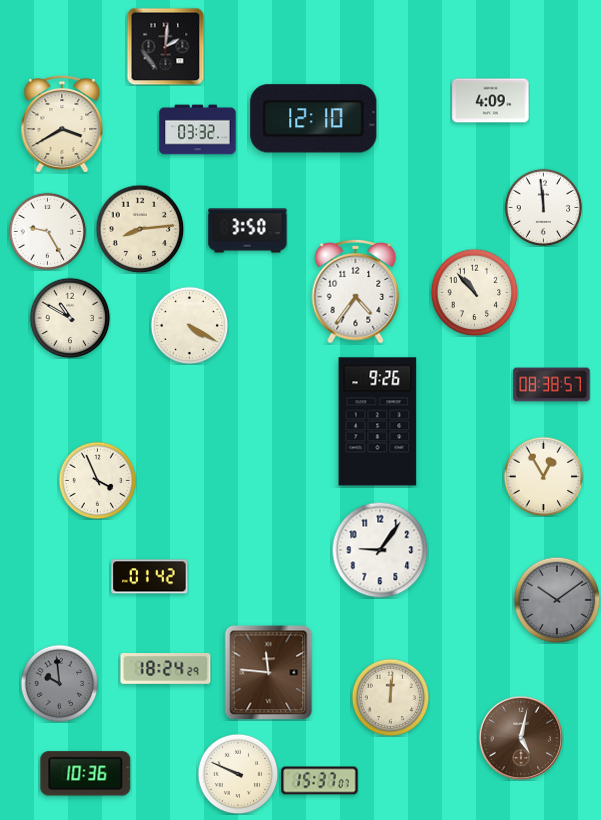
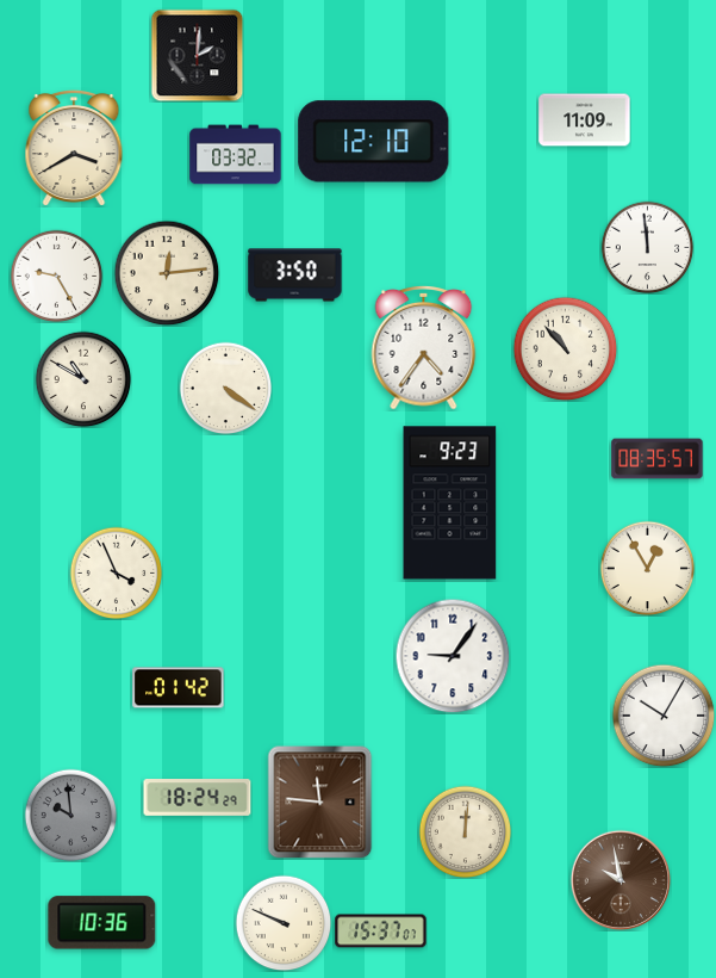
clock at (491, 101): 4:09 -> 11:09
clock at (140, 229): 8:14 -> 12:14
clock at (189, 325): 4:20 -> 4:21
clock at (552, 385): 08:38 -> 08:35
clock at (378, 422): 9:26 -> 9:23
clock at (557, 600): 10:09 -> 10:05
clock at (557, 600) dial: grey -> white
clock at (521, 738): 5:02 -> 9:58
